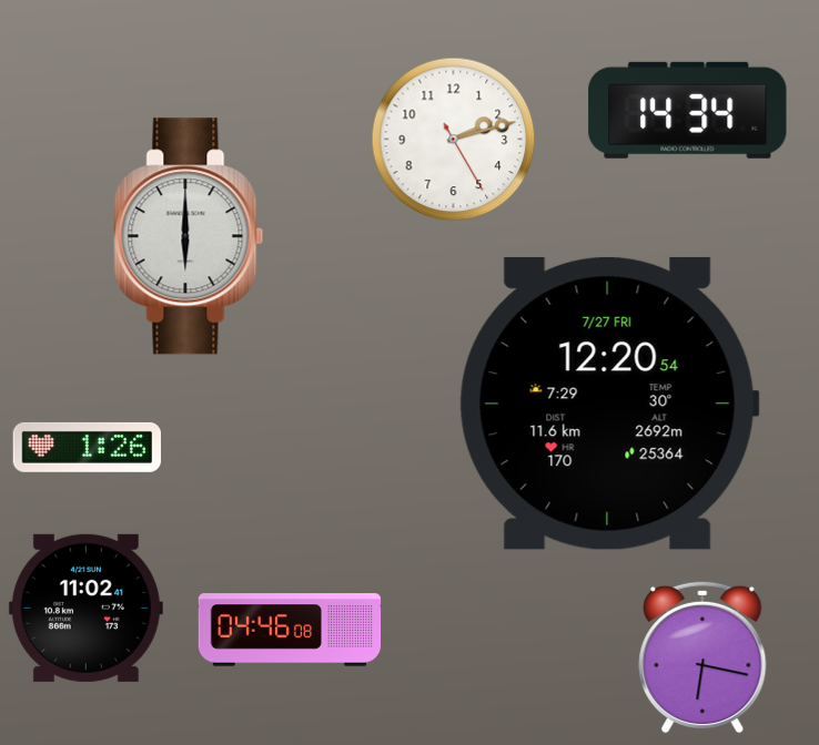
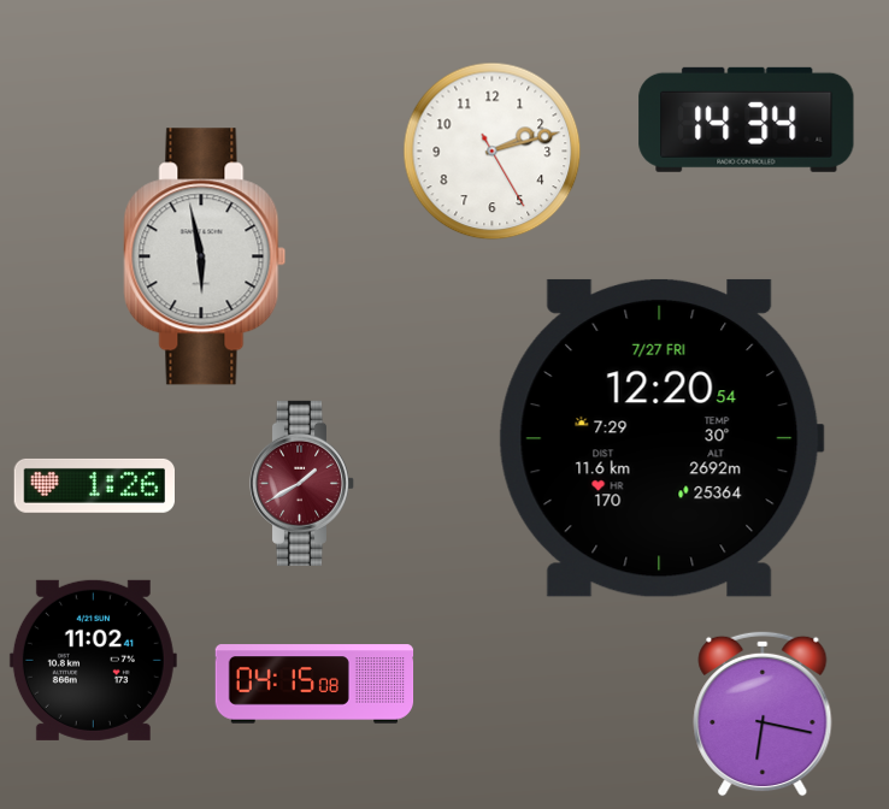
clock at (189, 236): 6:00 -> 5:58
clock at (301, 483): none -> 1:40
clock at (290, 630): 04:46 -> 04:15
